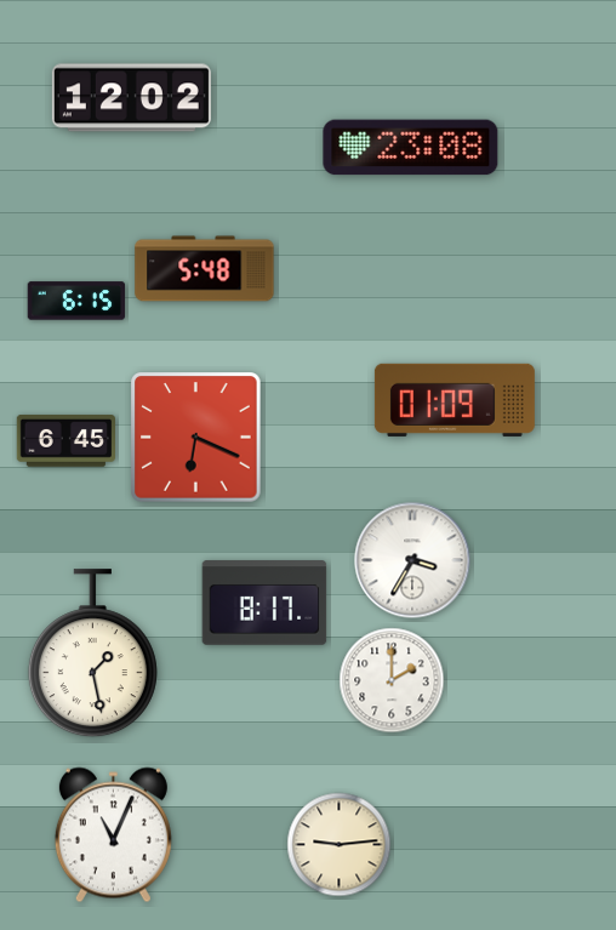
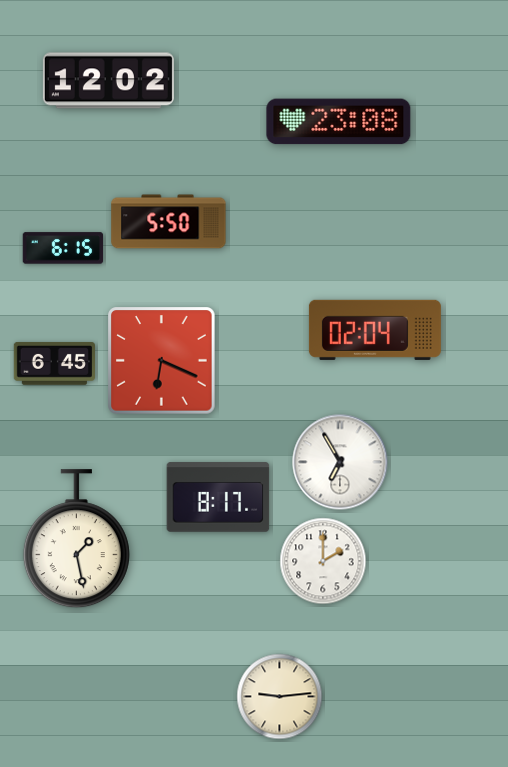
clock at (205, 269): 5:48 -> 5:50
clock at (455, 400): 01:09 -> 02:04
clock at (412, 560): 3:35 -> 6:55
clock at (113, 835): 11:04 -> none
